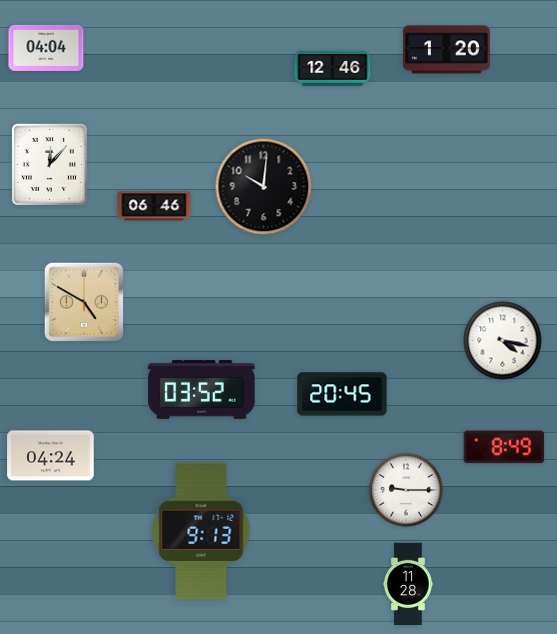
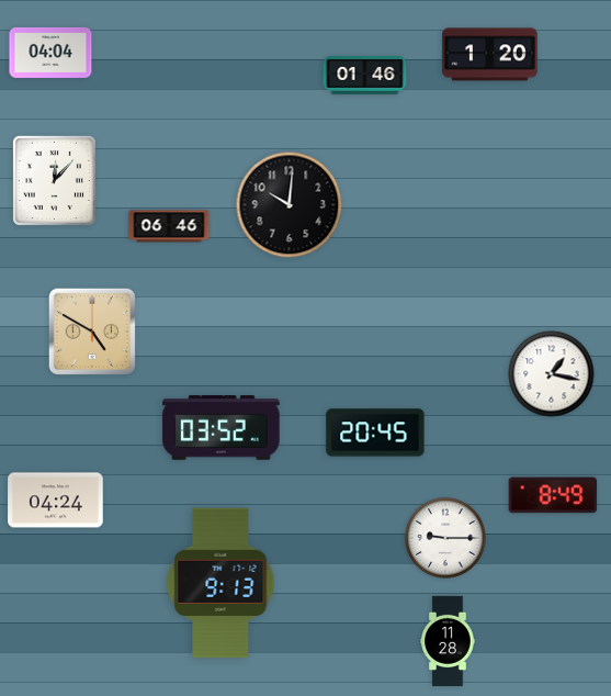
clock at (333, 68): 12:46 -> 01:46
clock at (503, 341): 4:17 -> 1:17
clock at (504, 447) position: (504, 447) -> (553, 495)
